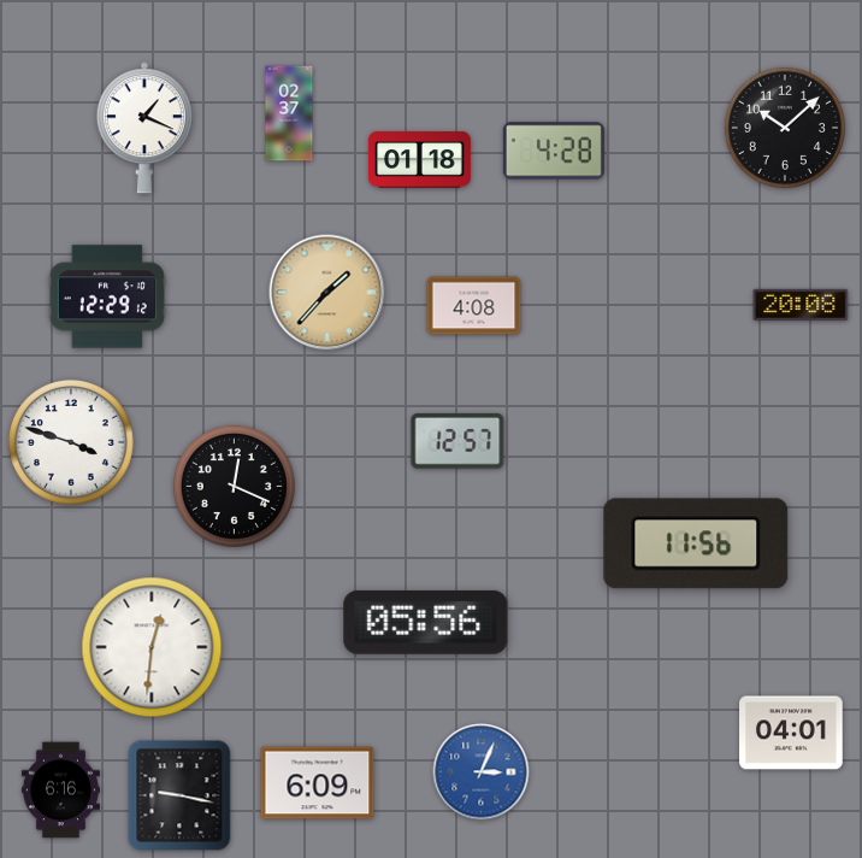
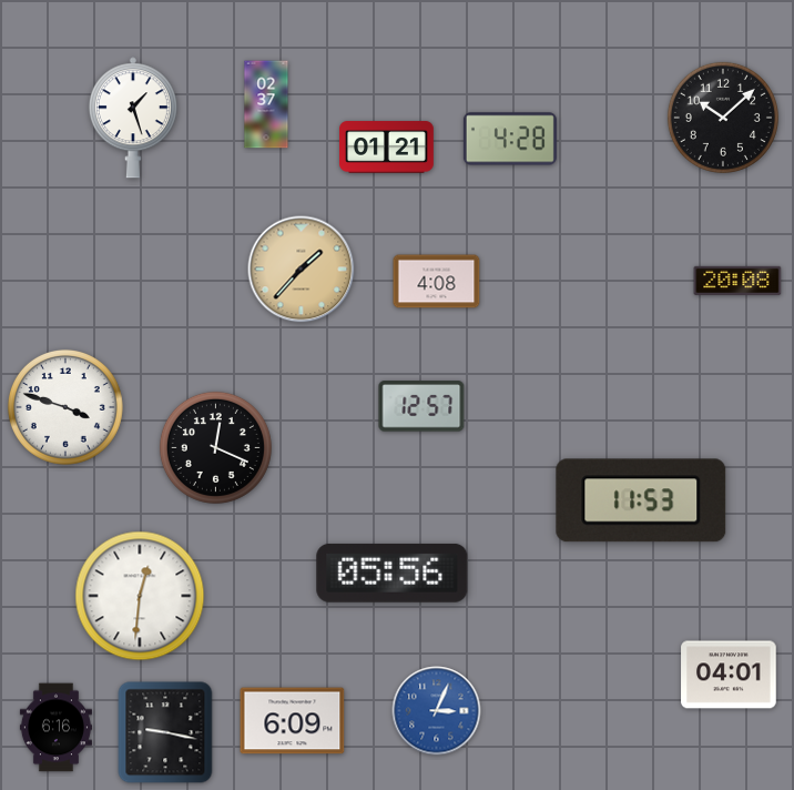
clock at (144, 128): 1:19 -> 1:27
clock at (420, 160): 01:18 -> 01:21
clock at (107, 296): 12:29 -> none
clock at (696, 543): 11:56 -> 11:53
clock at (482, 772) position: (482, 772) -> (437, 711)
